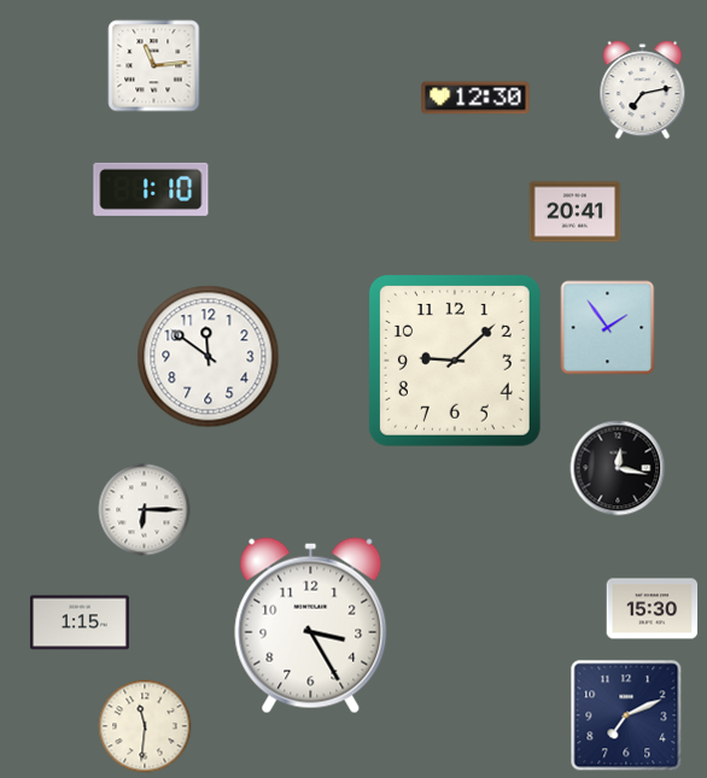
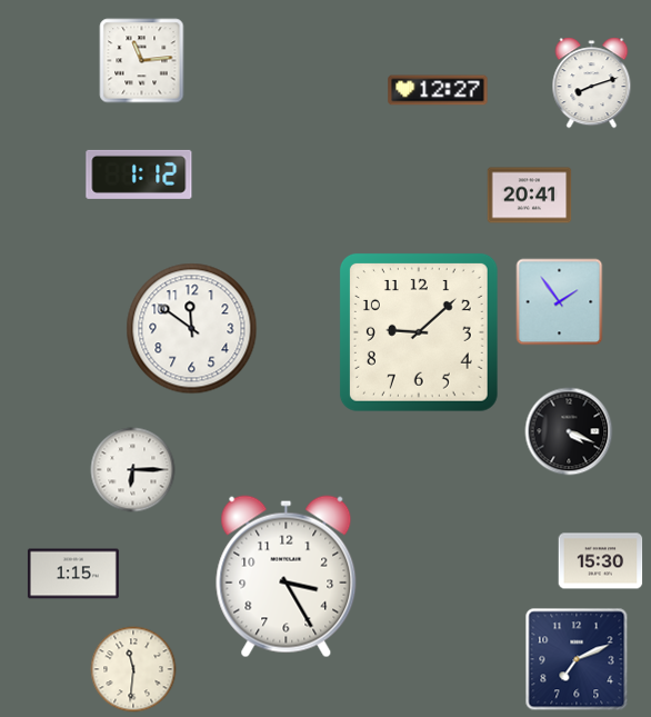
clock at (643, 90): 7:13 -> 8:12
clock at (475, 98): 12:30 -> 12:27
clock at (151, 189): 1:10 -> 1:12
clock at (618, 468): 12:17 -> 4:19
